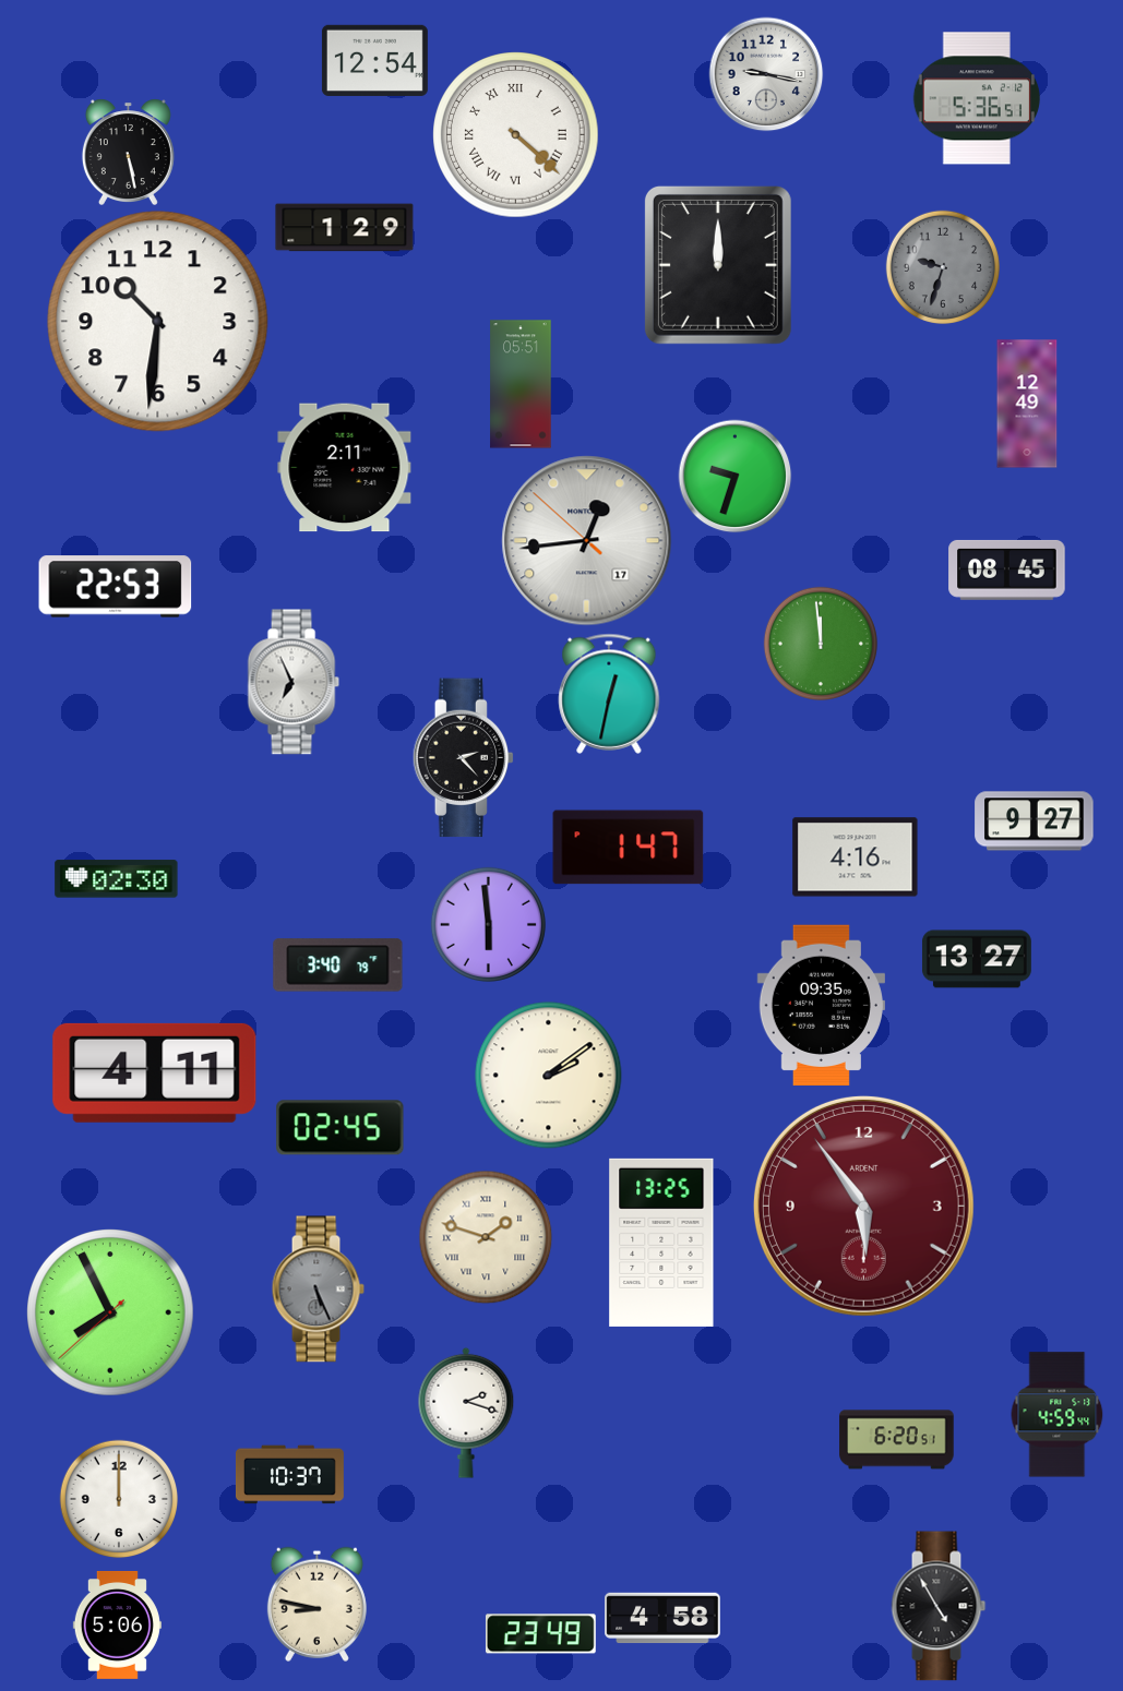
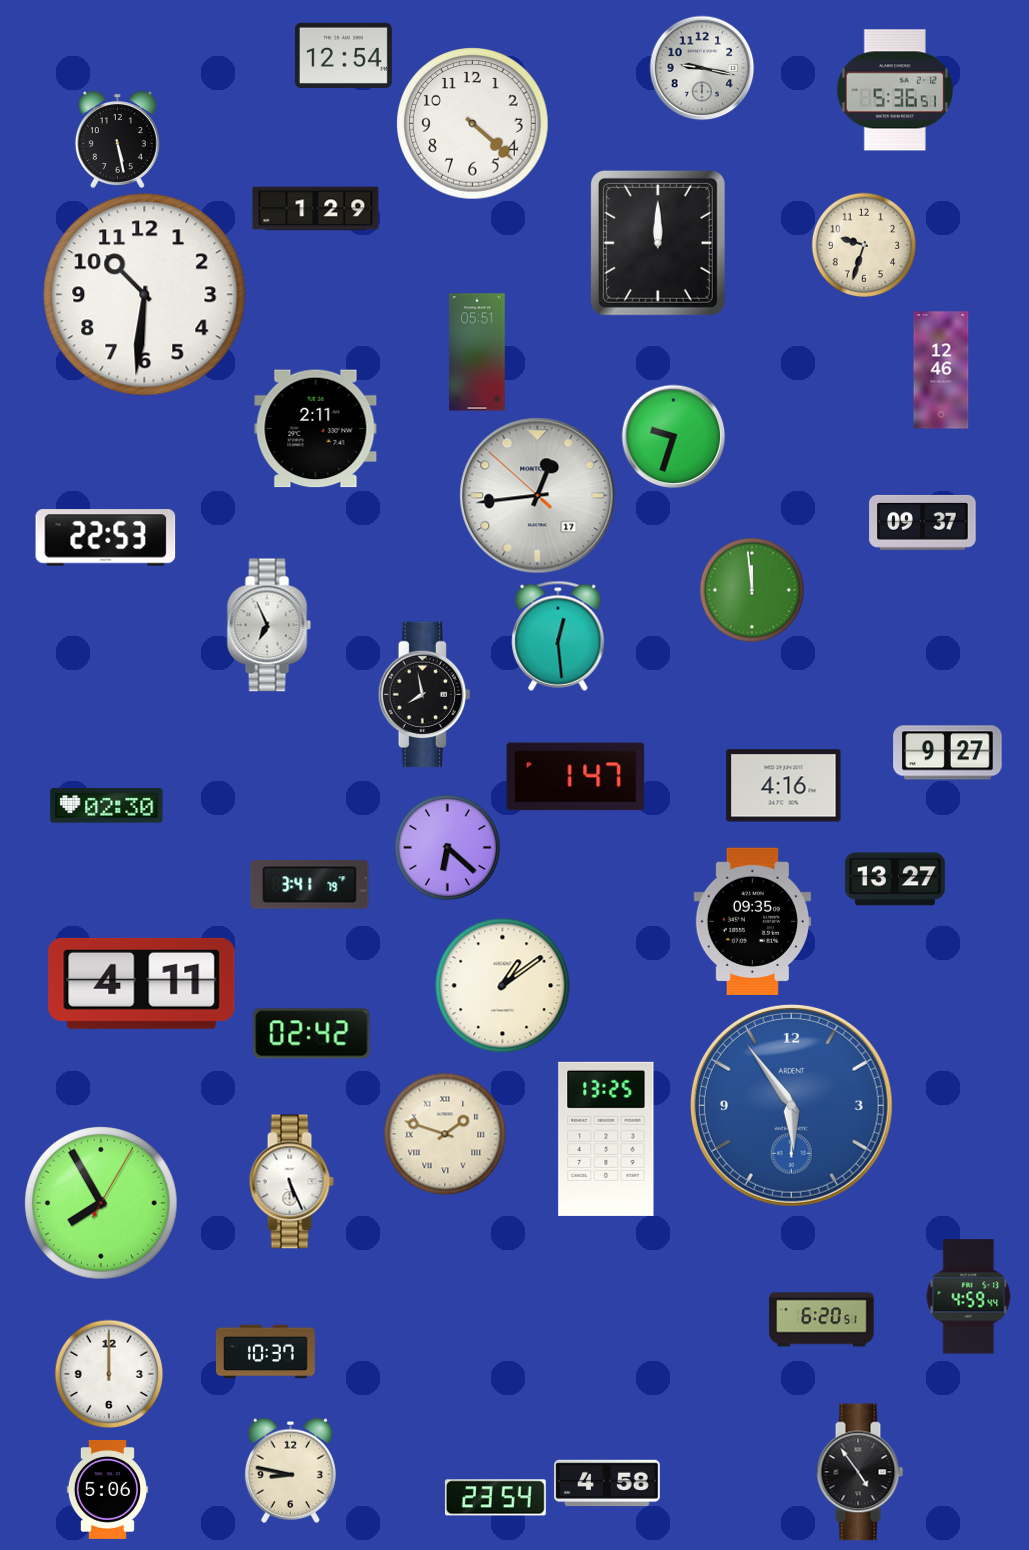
clock at (516, 135) numerals: Roman -> Arabic
clock at (943, 267) dial: grey -> cream
clock at (1027, 404): 12:49 -> 12:46
clock at (1007, 569): 08:45 -> 09:37
clock at (609, 694): 12:32 -> 12:29
clock at (463, 758): 2:23 -> 7:58
clock at (488, 924): 5:59 -> 6:22
clock at (338, 966): 3:40 -> 3:41
clock at (549, 1076): 2:09 -> 1:09
clock at (341, 1128): 02:45 -> 02:42
clock at (863, 1206) dial: burgundy -> blue
clock at (318, 1290) dial: grey -> white
clock at (110, 1312): 7:55:38 -> 7:55:05
clock at (466, 1413): 2:18 -> none
clock at (939, 1606): 4:55 -> 4:54
clock at (540, 1634): 23:49 -> 23:54
